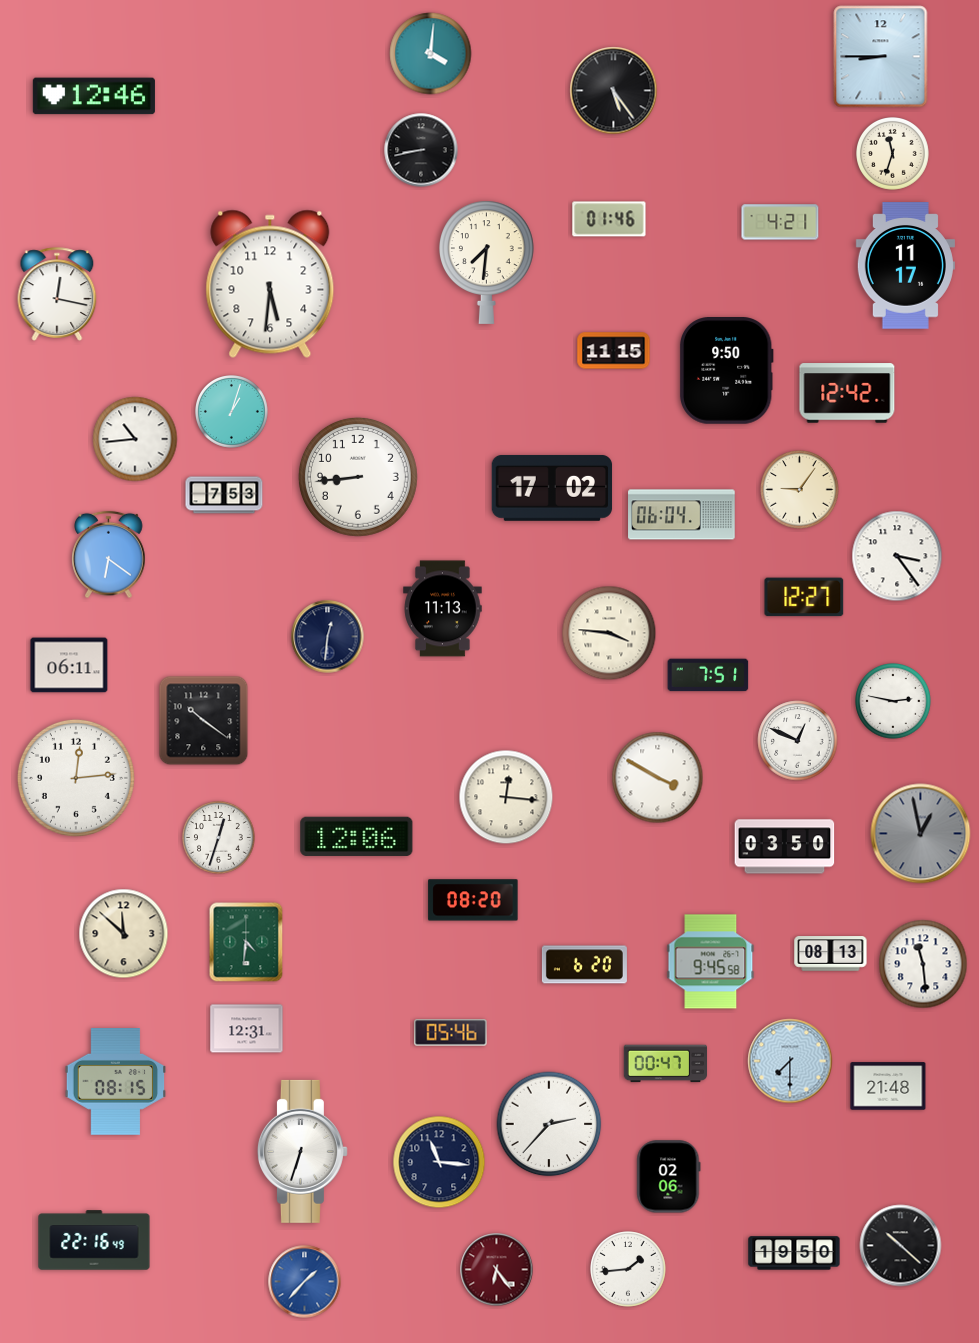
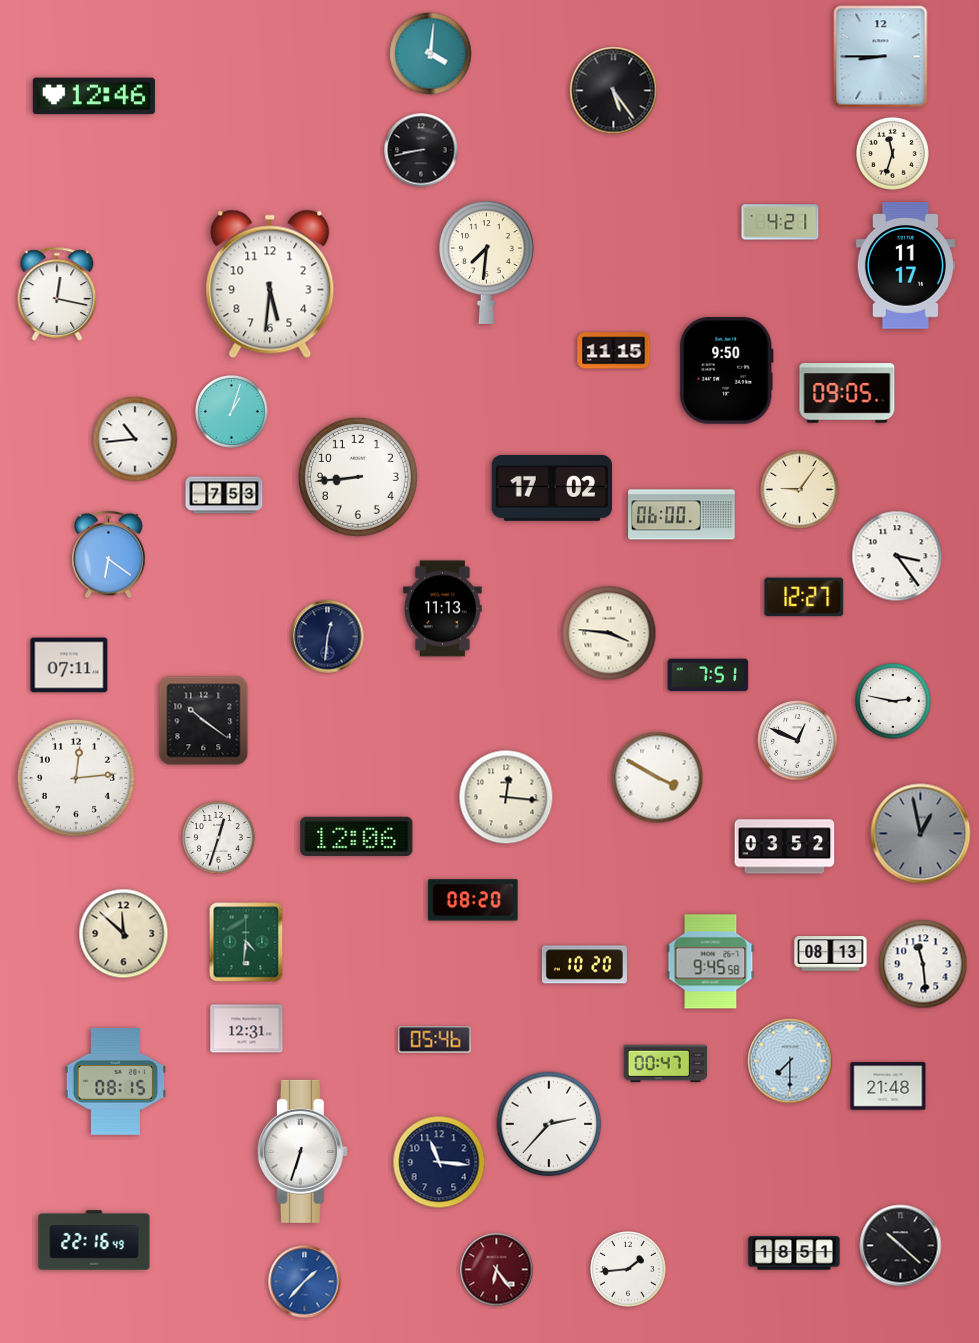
clock at (609, 219): 01:46 -> none
clock at (847, 393): 12:42 -> 09:05
clock at (682, 515): 06:04 -> 06:00
clock at (69, 665): 06:11 -> 07:11
clock at (785, 847): 03:50 -> 03:52
clock at (584, 965): 6:20 -> 10:20
clock at (451, 1033) position: (451, 1033) -> (435, 1040)
clock at (669, 1177): 02:06 -> none
clock at (794, 1253): 19:50 -> 18:51
